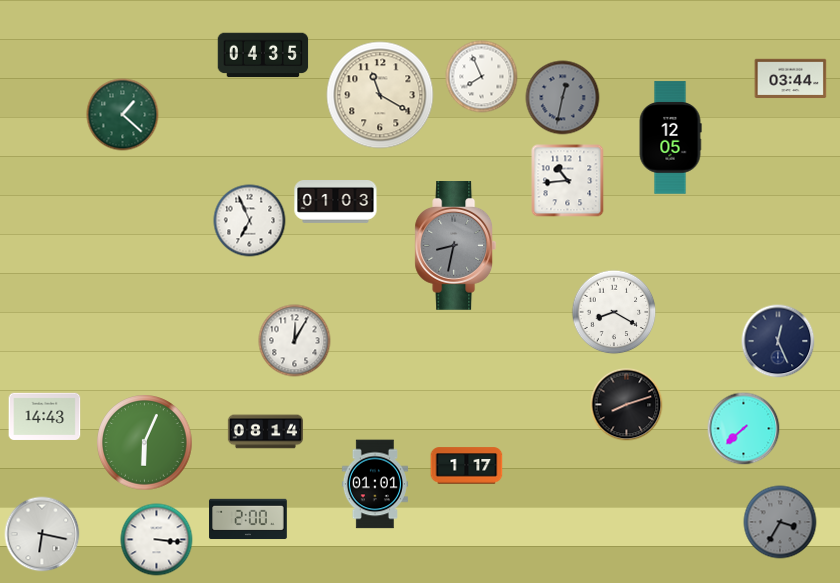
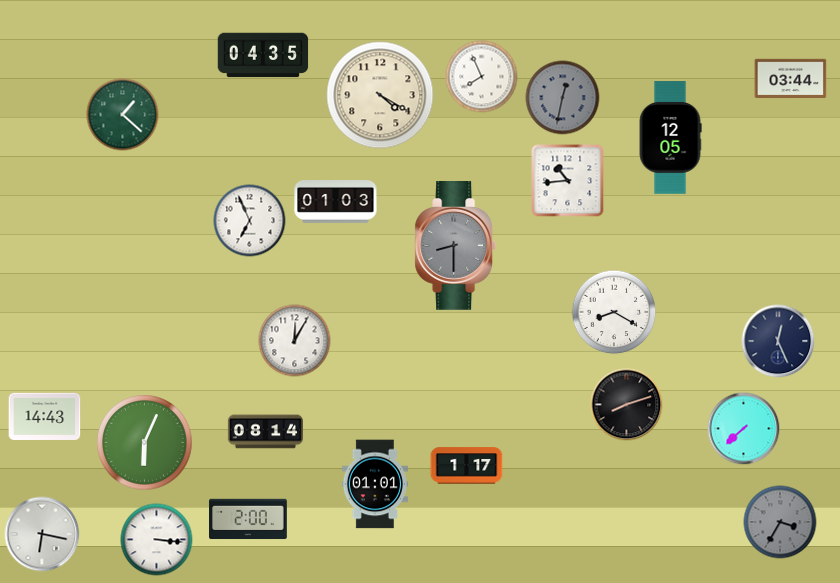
clock at (380, 95): 11:20 -> 4:20
clock at (456, 246): 8:32 -> 8:30
